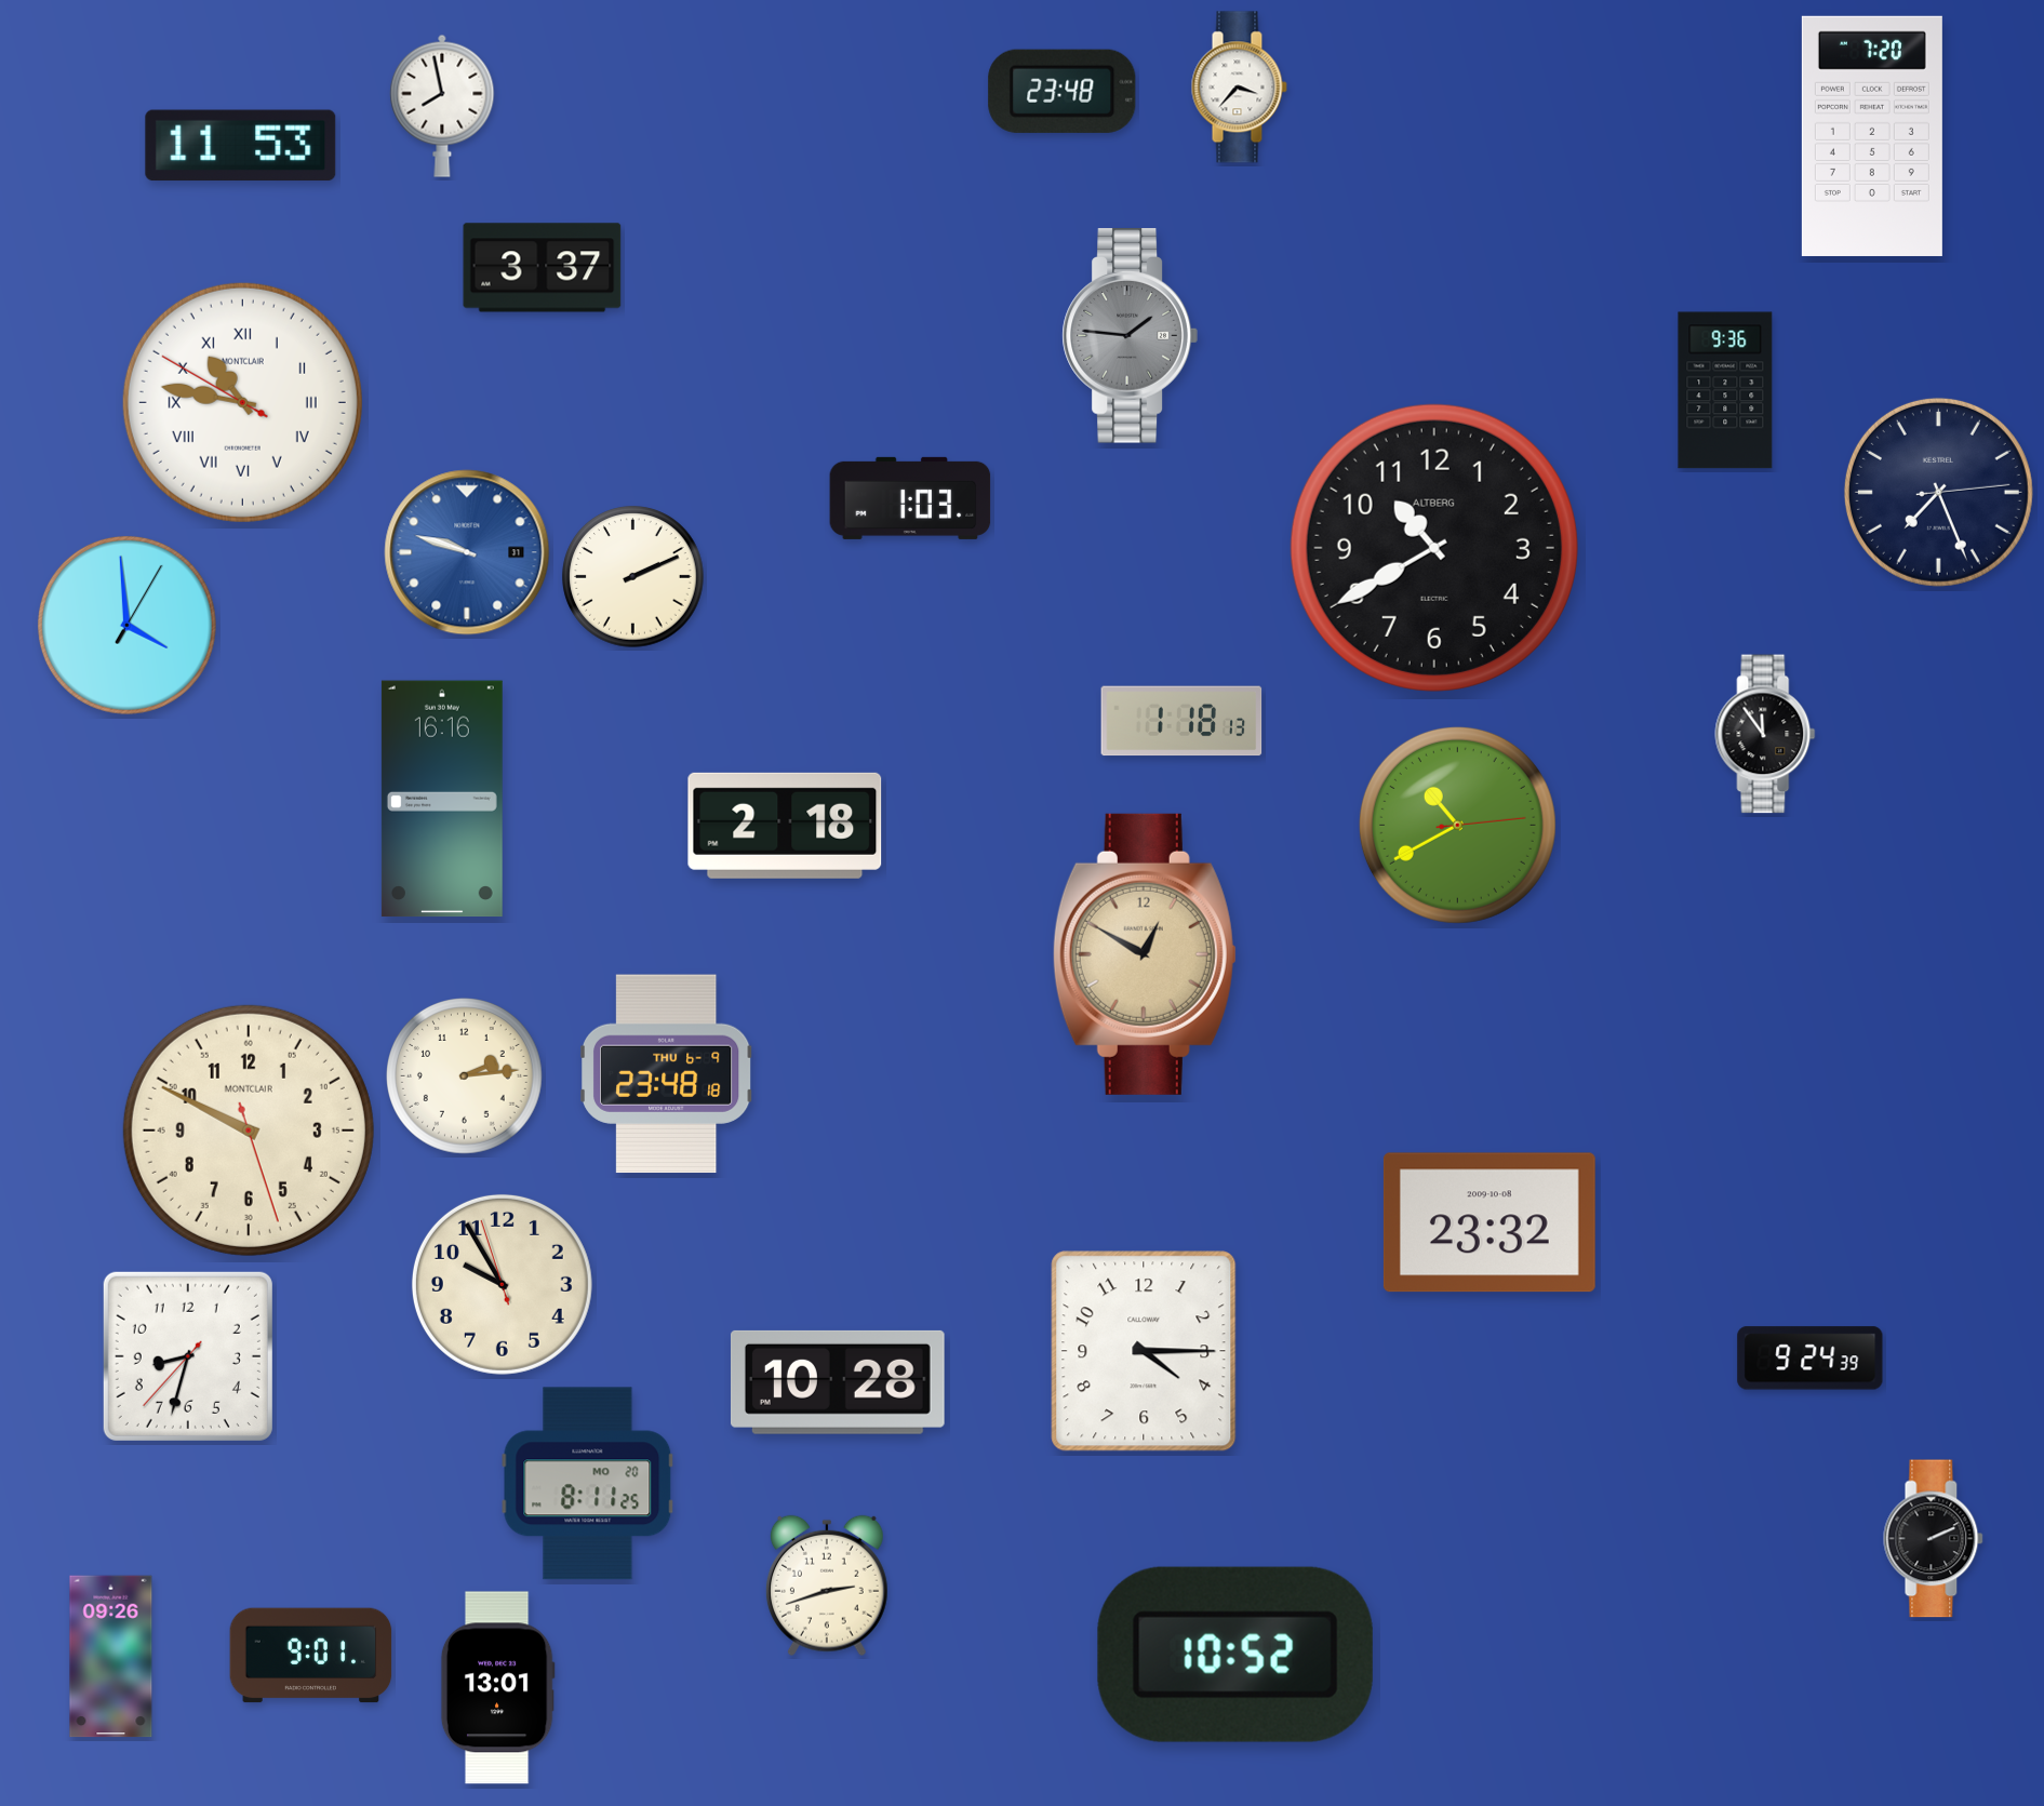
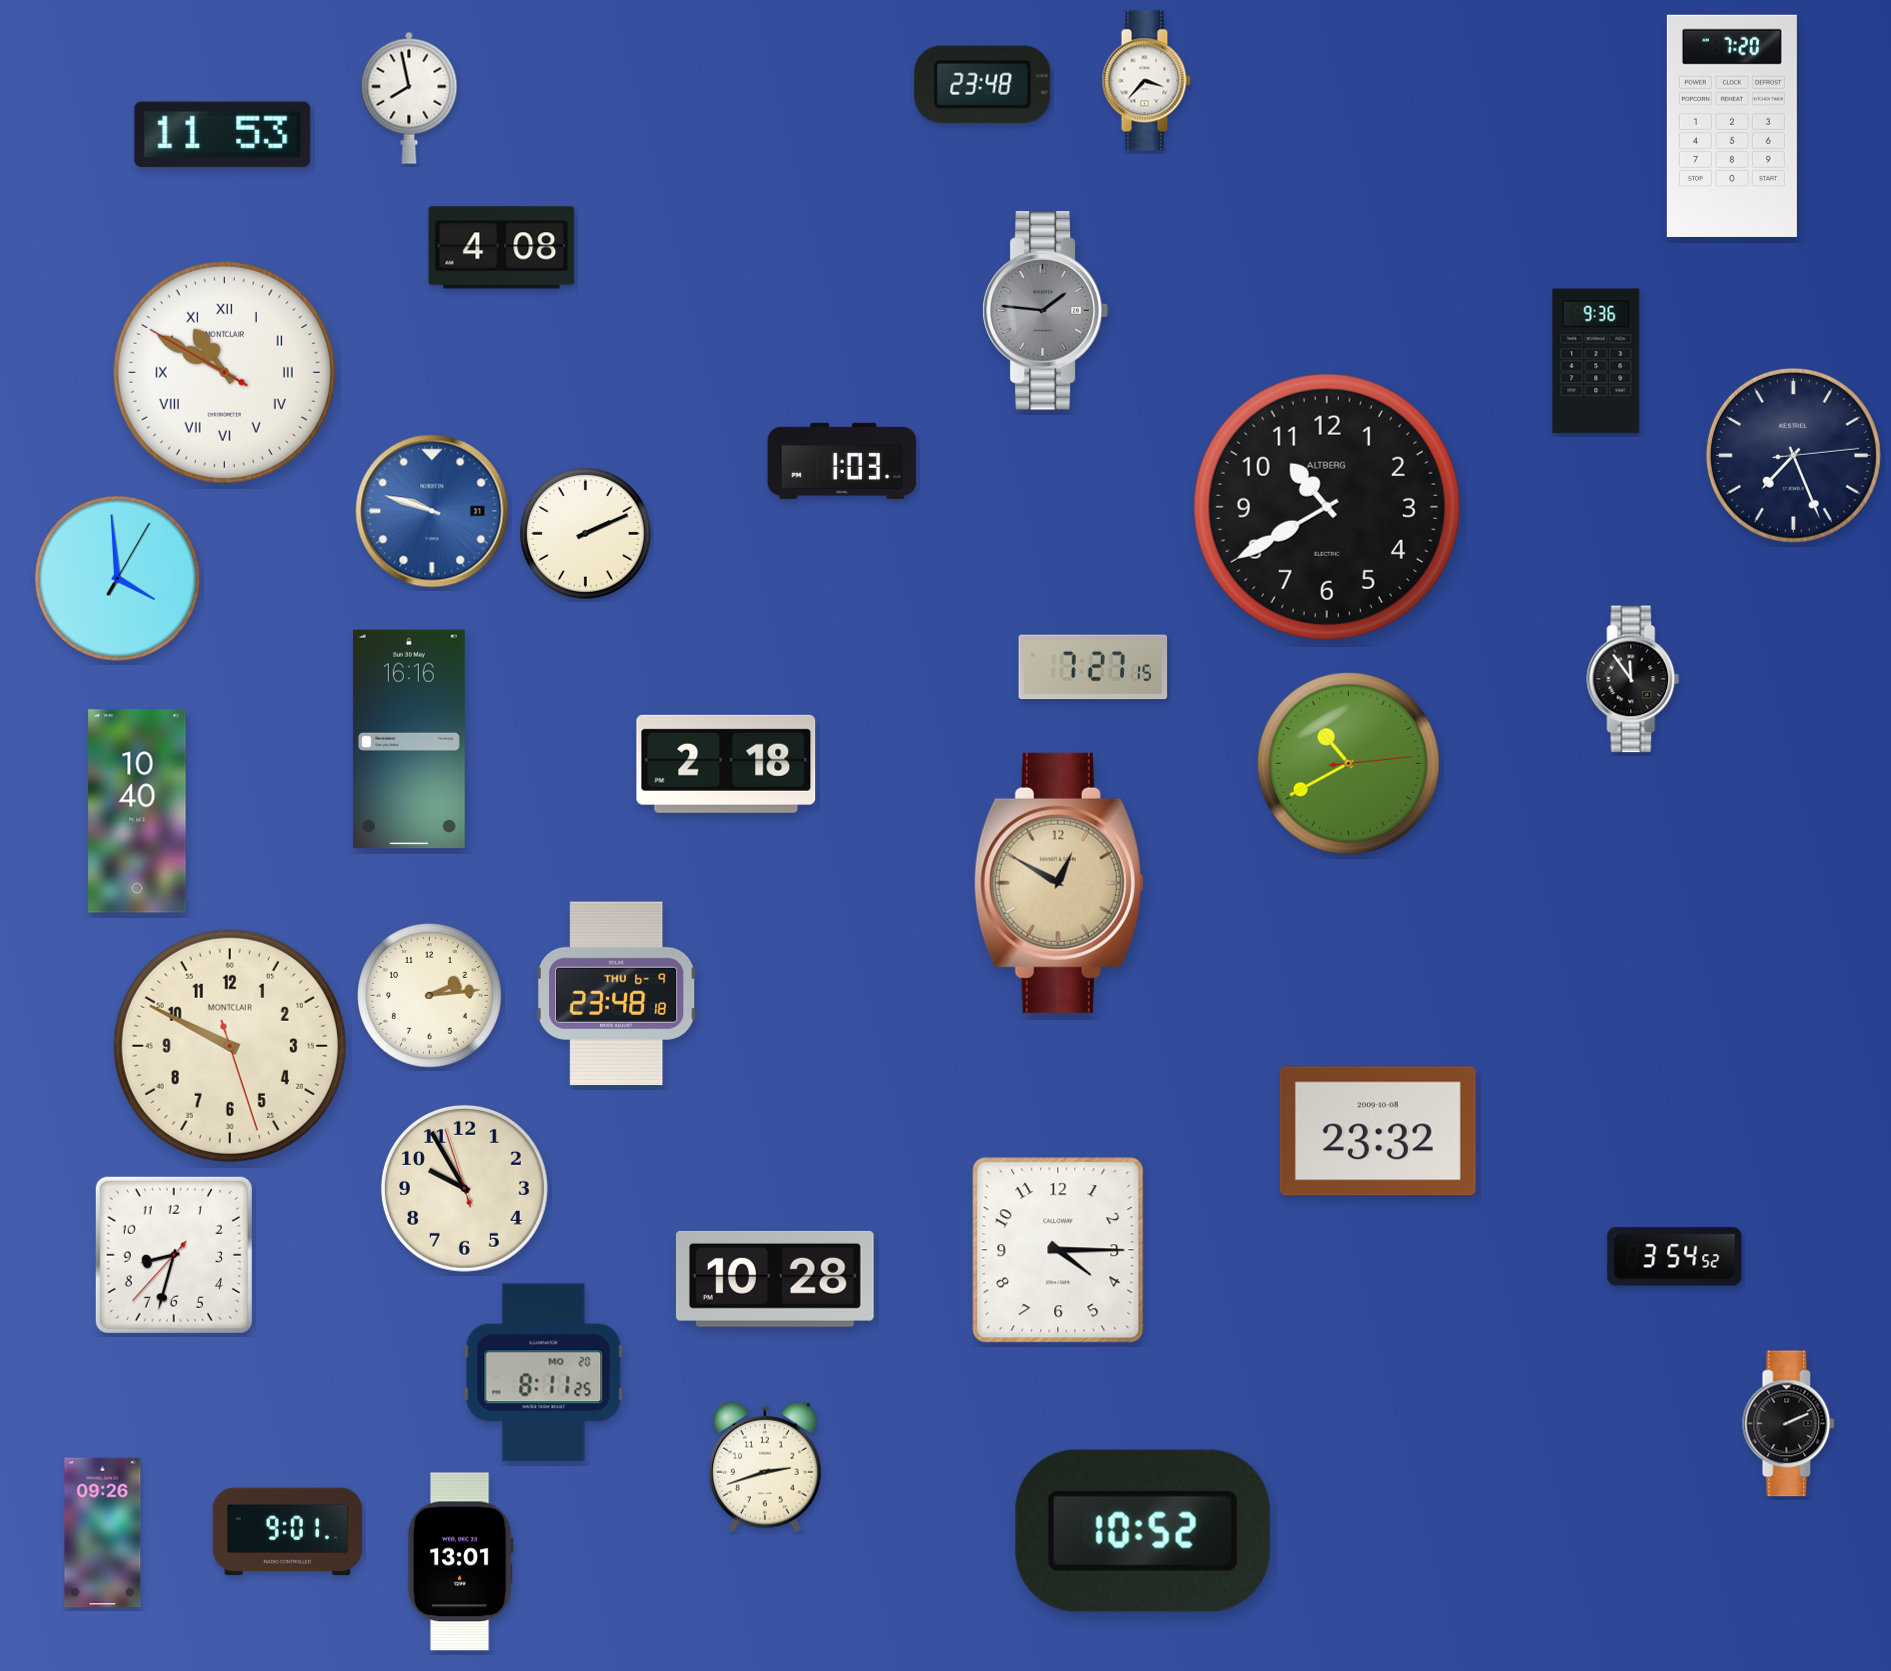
clock at (543, 268): 3:37 -> 4:08
clock at (242, 402): 10:46 -> 10:49
clock at (1181, 721): 1:18 -> 7:27
clock at (137, 811): none -> 10:40
clock at (1811, 1359): 9:24 -> 3:54
